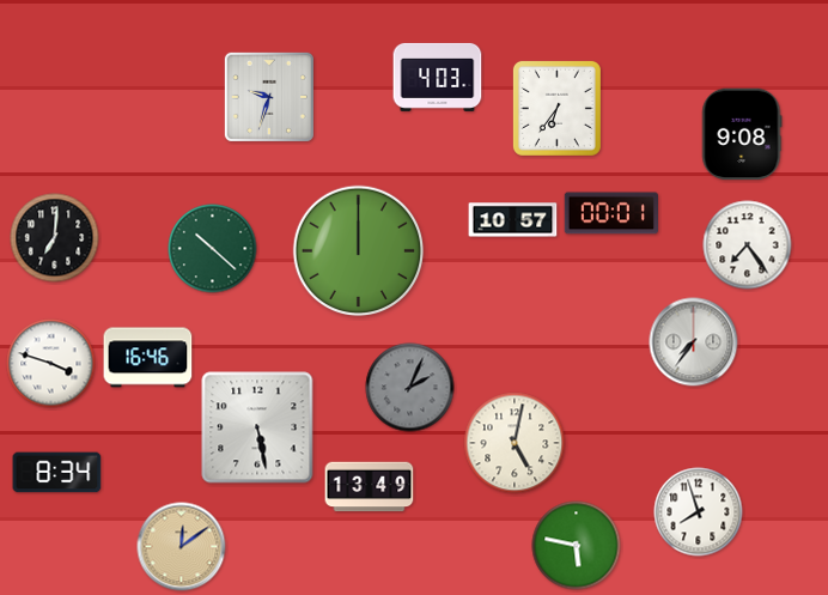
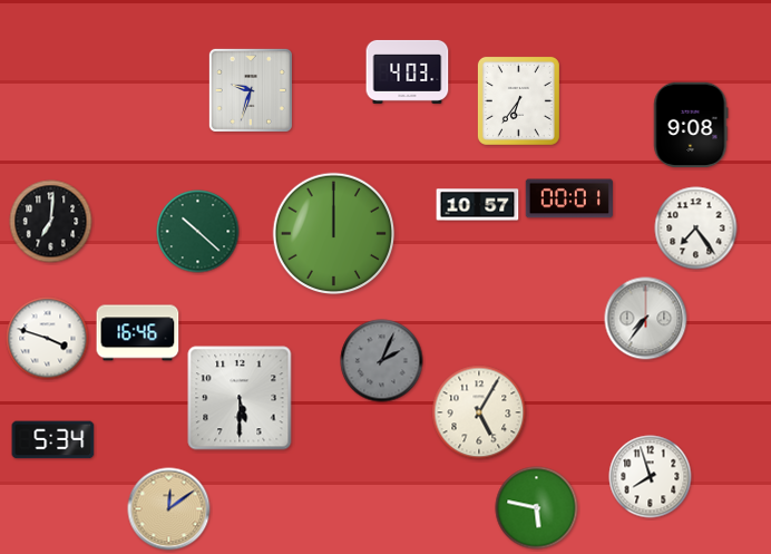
clock at (257, 427): 5:28 -> 5:30
clock at (515, 443): 5:02 -> 5:05
clock at (57, 473): 8:34 -> 5:34
clock at (370, 487): 13:49 -> none
